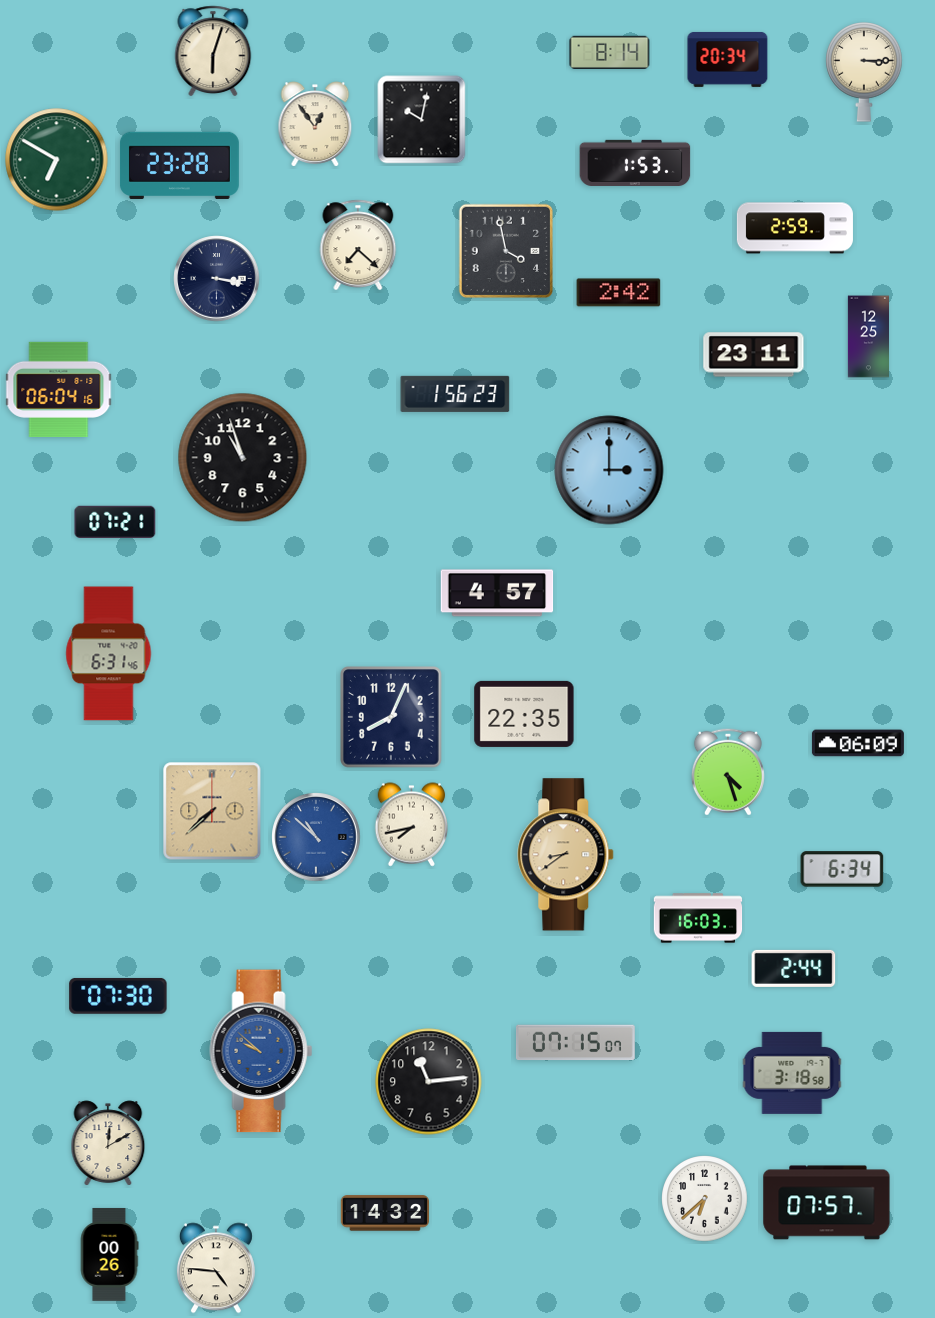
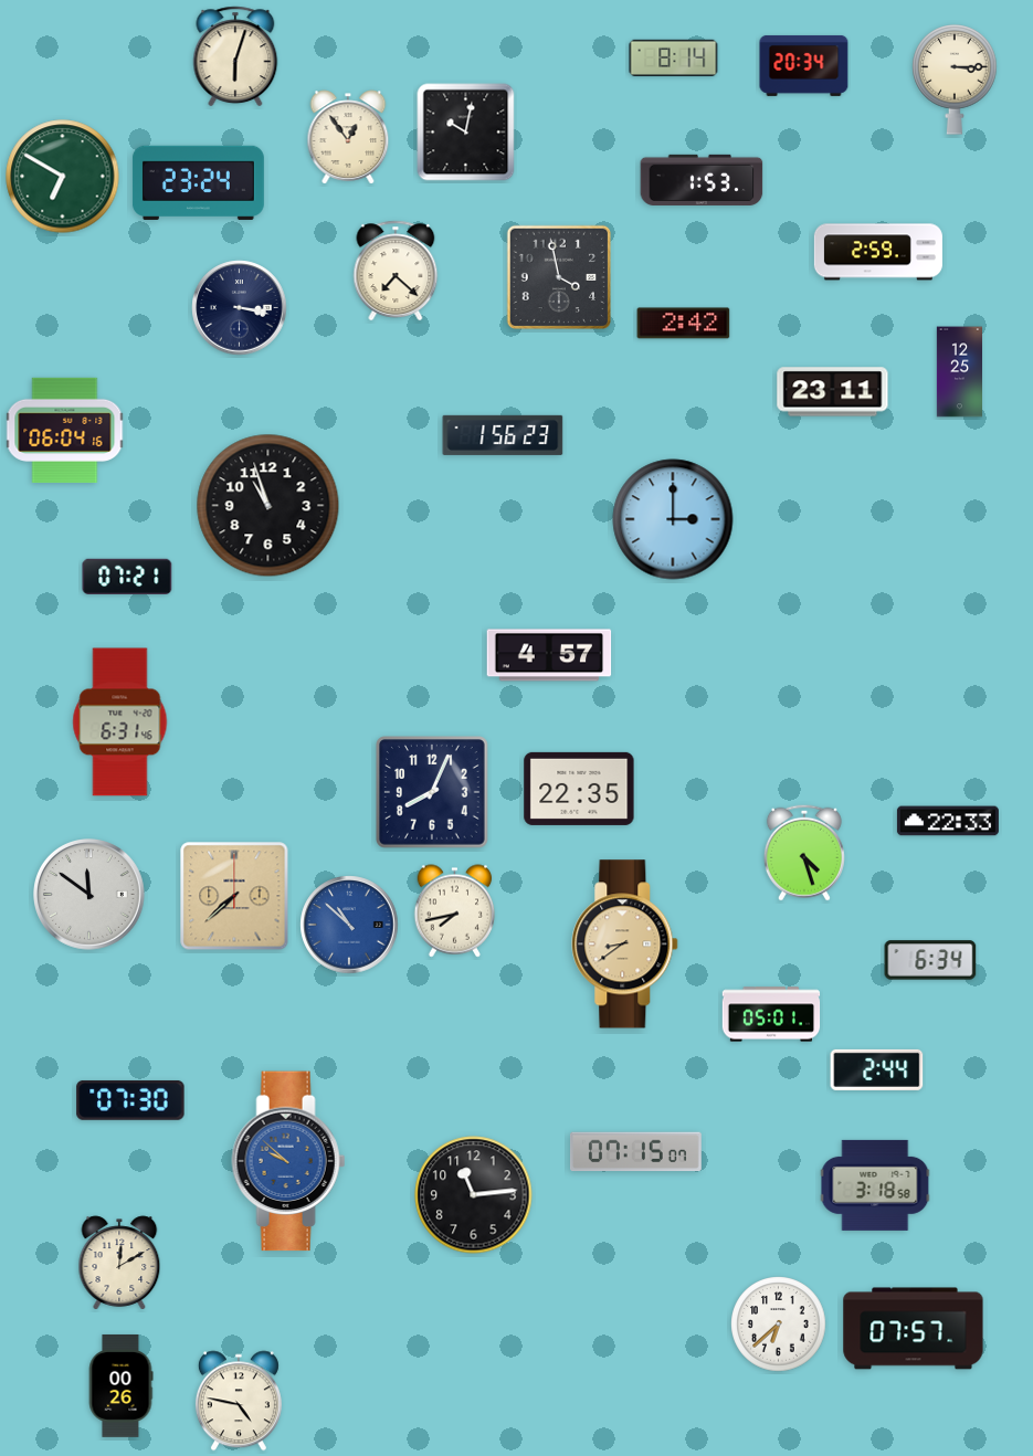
clock at (179, 165): 23:28 -> 23:24
clock at (858, 743): 06:09 -> 22:33
clock at (89, 895): none -> 11:51
clock at (698, 918): 16:03 -> 05:01
clock at (384, 1213): 14:32 -> none
clock at (216, 1268): 4:46 -> 4:47
